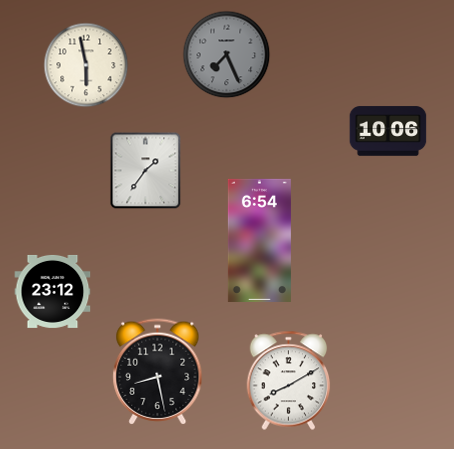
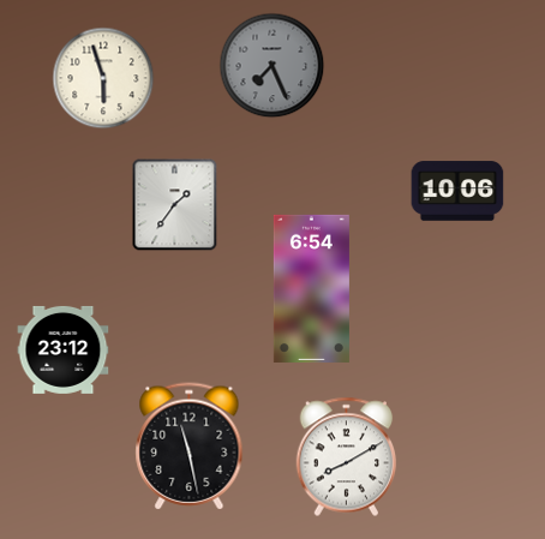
clock at (86, 65): 5:58 -> 5:57
clock at (388, 131) position: (388, 131) -> (457, 191)
clock at (158, 372): 8:28 -> 11:28
